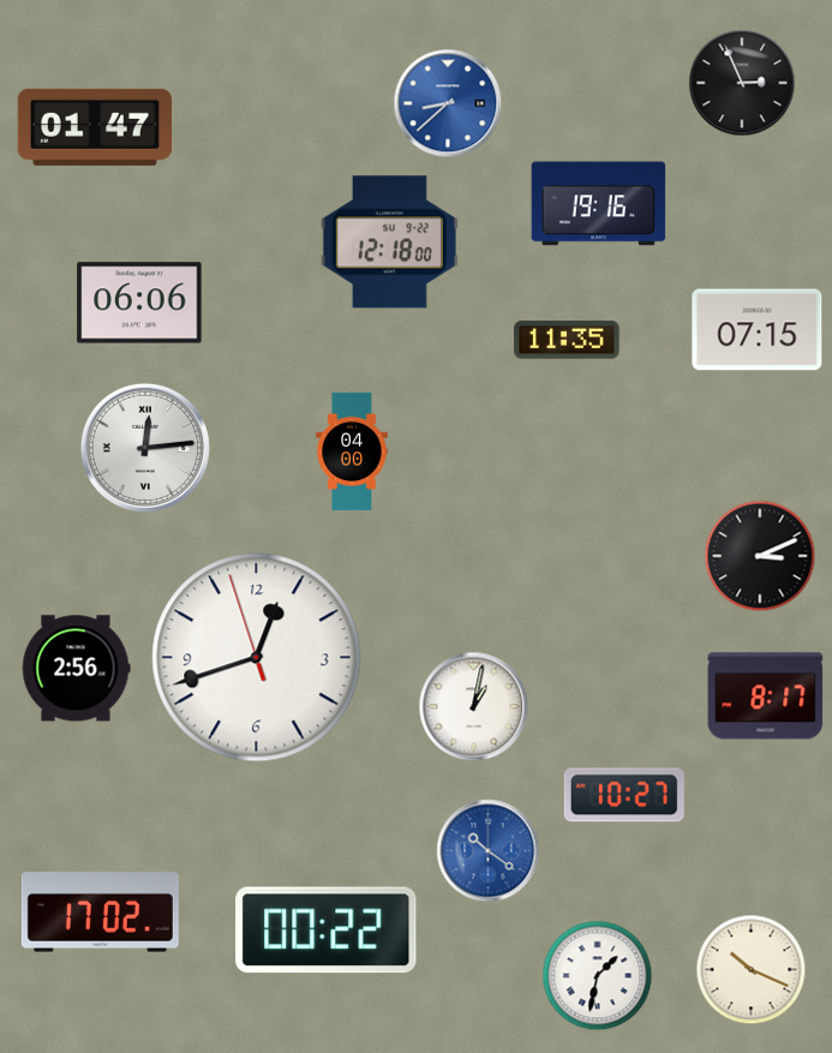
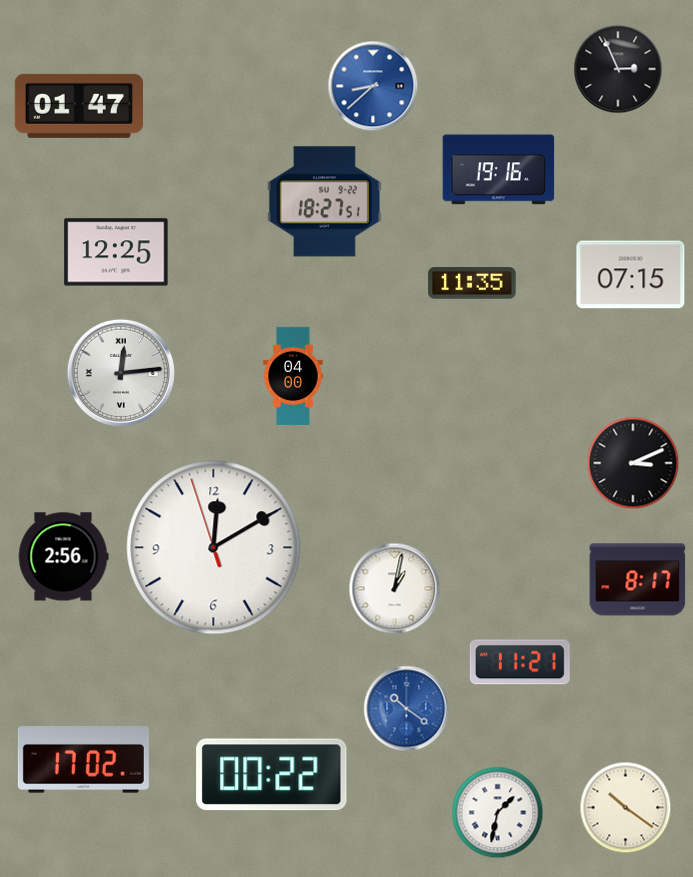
clock at (389, 243): 12:18 -> 18:27
clock at (139, 303): 06:06 -> 12:25
clock at (257, 658): 12:41 -> 12:09
clock at (624, 795): 10:27 -> 11:21
clock at (752, 970): 10:19 -> 10:21
